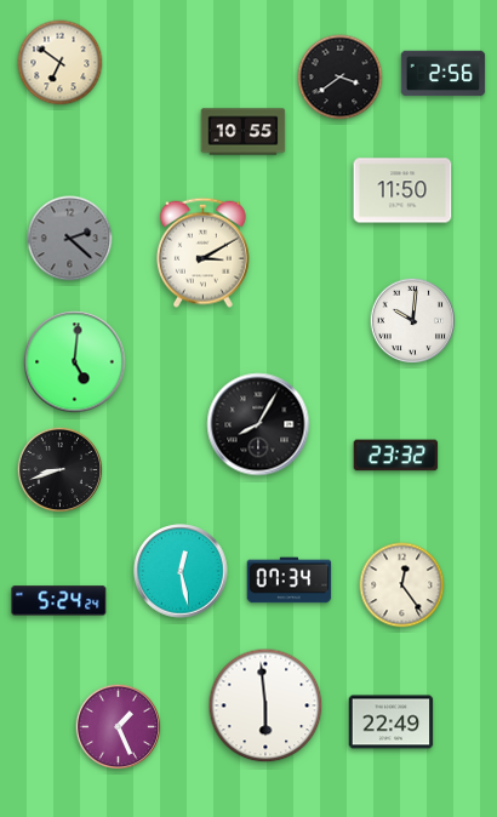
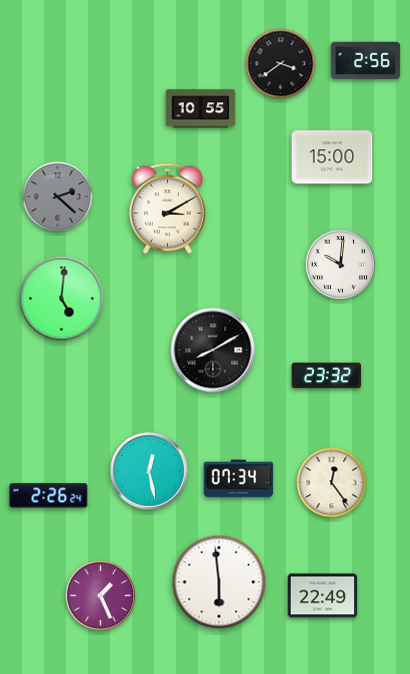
clock at (61, 63): 6:51 -> none
clock at (402, 190): 11:50 -> 15:00
clock at (258, 424): 8:05 -> 8:10
clock at (61, 470): 8:42 -> none
clock at (59, 601): 5:24 -> 2:26
clock at (119, 727) position: (119, 727) -> (101, 596)
